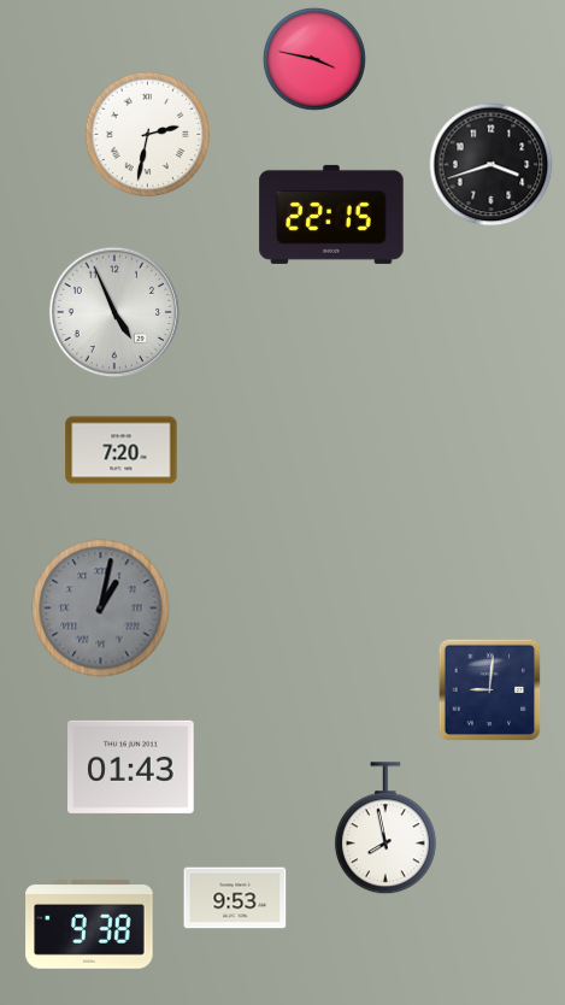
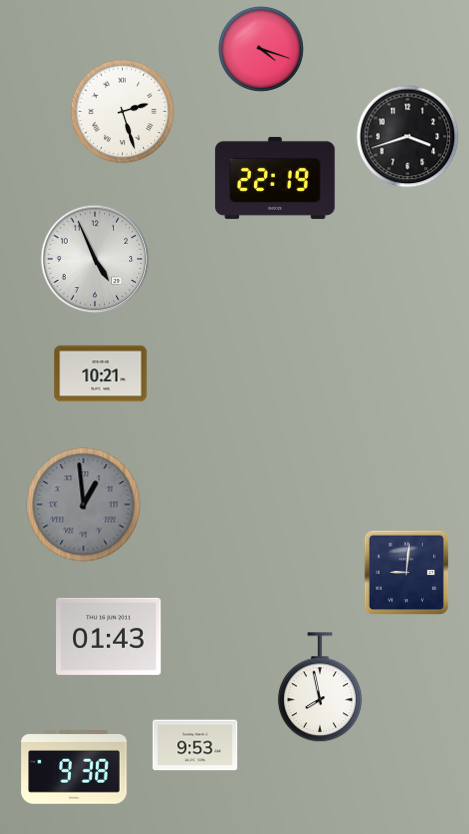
clock at (314, 59): 3:47 -> 4:18
clock at (148, 135): 2:32 -> 2:27
clock at (331, 214): 22:15 -> 22:19
clock at (122, 451): 7:20 -> 10:21
clock at (101, 609): 1:02 -> 12:59
